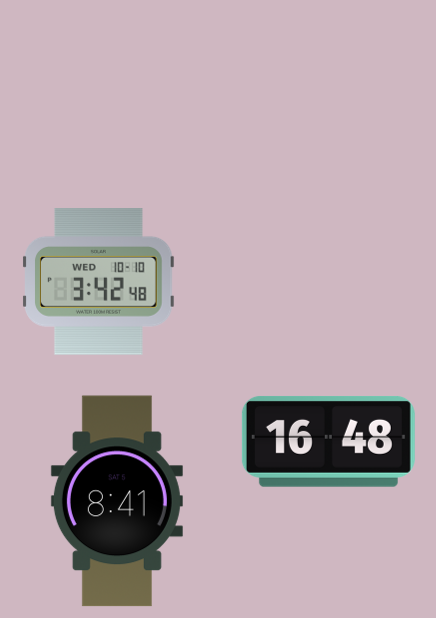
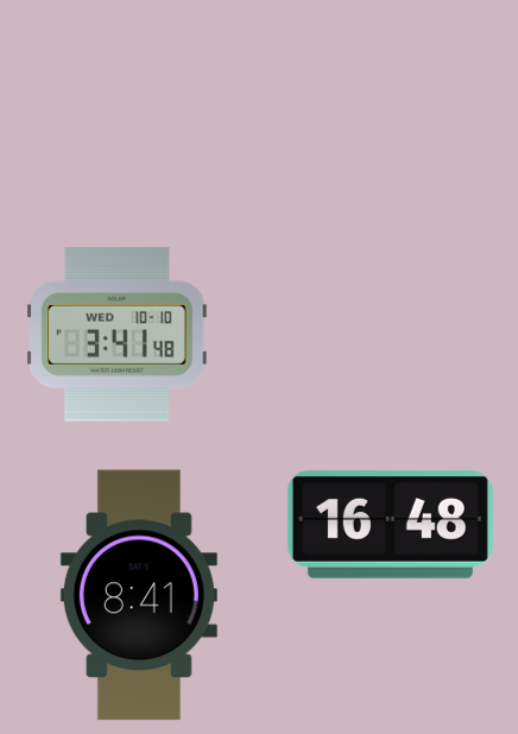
clock at (99, 282): 3:42 -> 3:41
